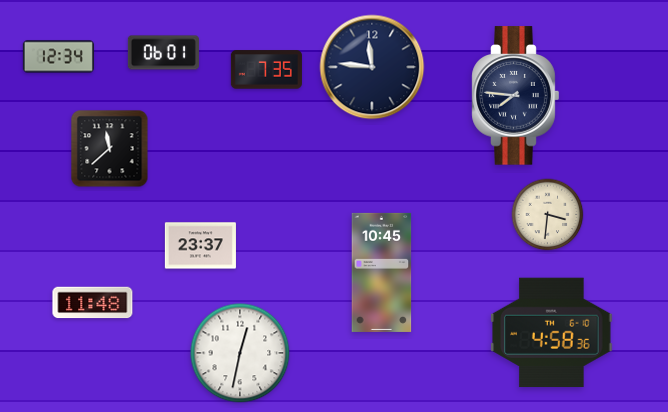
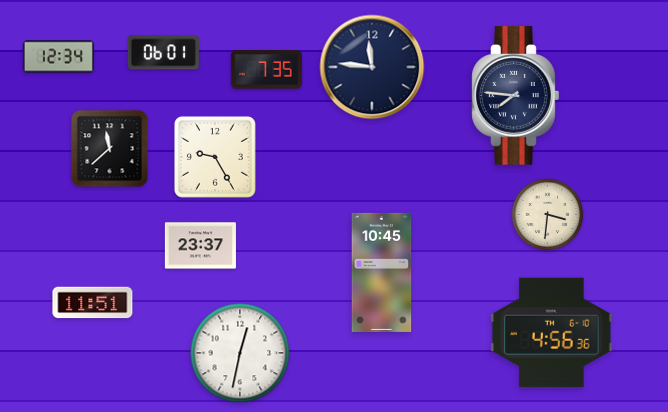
clock at (215, 157): none -> 9:25
clock at (93, 303): 11:48 -> 11:51
clock at (552, 333): 4:58 -> 4:56
